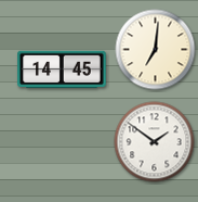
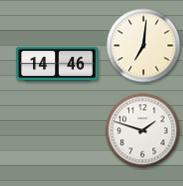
clock at (62, 70): 14:45 -> 14:46
clock at (155, 142): 1:51 -> 1:48
